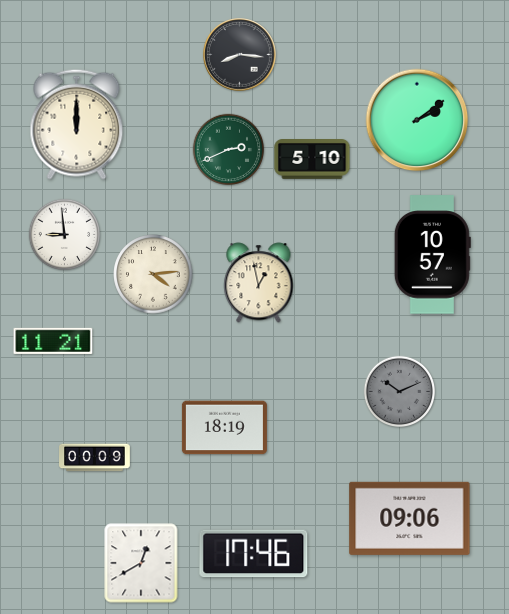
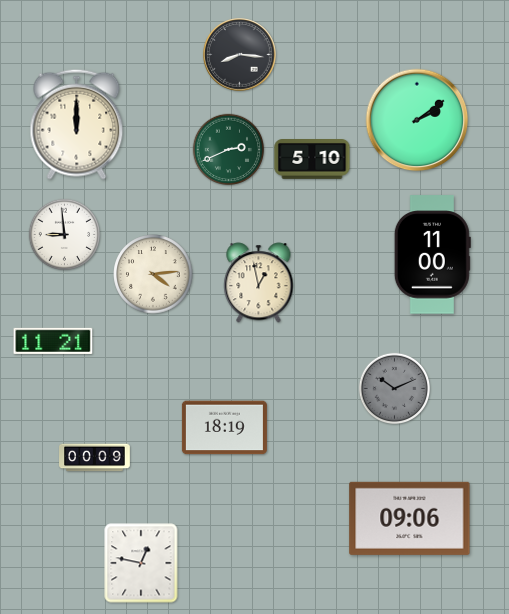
clock at (432, 255): 10:57 -> 11:00
clock at (400, 392) position: (400, 392) -> (395, 389)
clock at (254, 554): 17:46 -> none
clock at (141, 563): 12:40 -> 12:47
